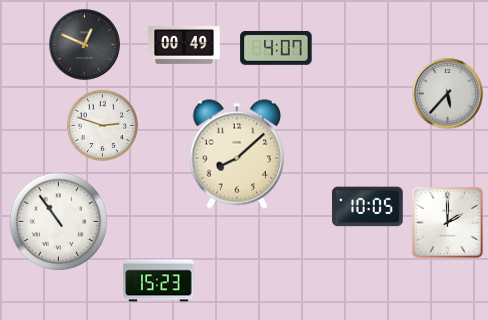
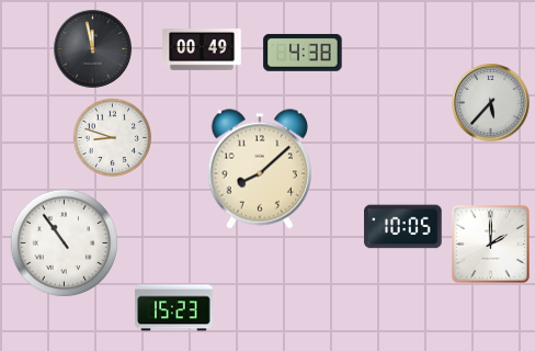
clock at (85, 45): 12:49 -> 11:58
clock at (276, 48): 4:07 -> 4:38
clock at (102, 125): 2:48 -> 8:48
